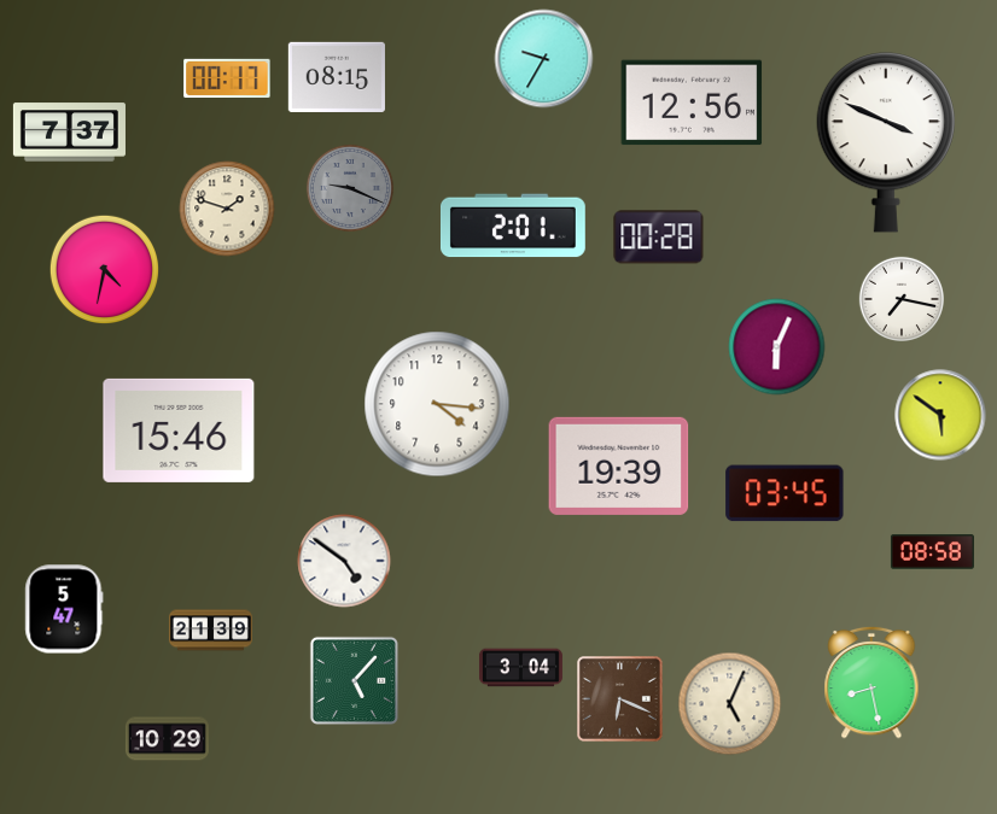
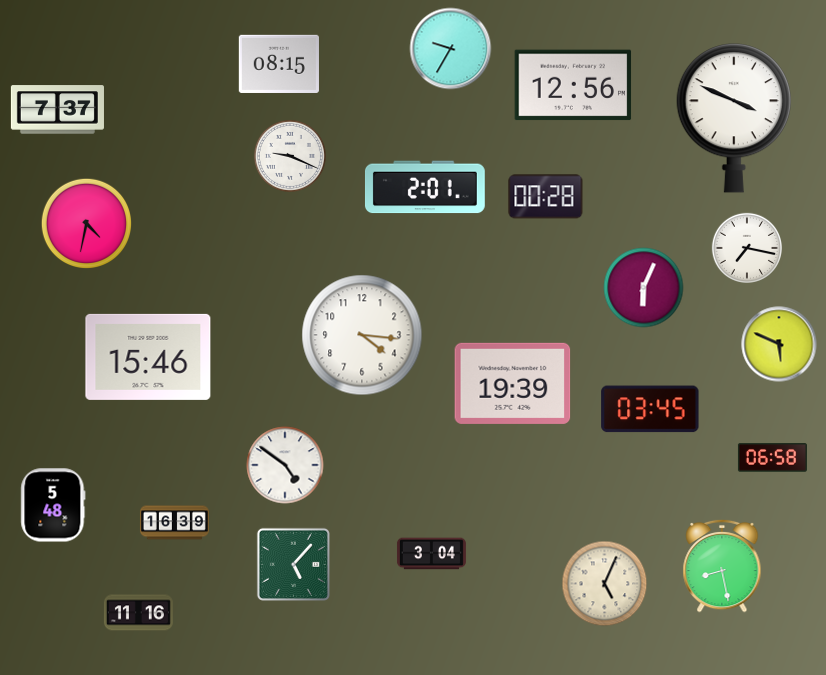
clock at (227, 78): 00:17 -> none
clock at (350, 188) dial: grey -> white
clock at (227, 209): 1:48 -> none
clock at (940, 415): 5:51 -> 5:49
clock at (619, 465) position: (619, 465) -> (513, 383)
clock at (932, 552): 08:58 -> 06:58
clock at (64, 609): 5:47 -> 5:48
clock at (210, 631): 21:39 -> 16:39
clock at (620, 699): 6:19 -> none
clock at (167, 739): 10:29 -> 11:16
